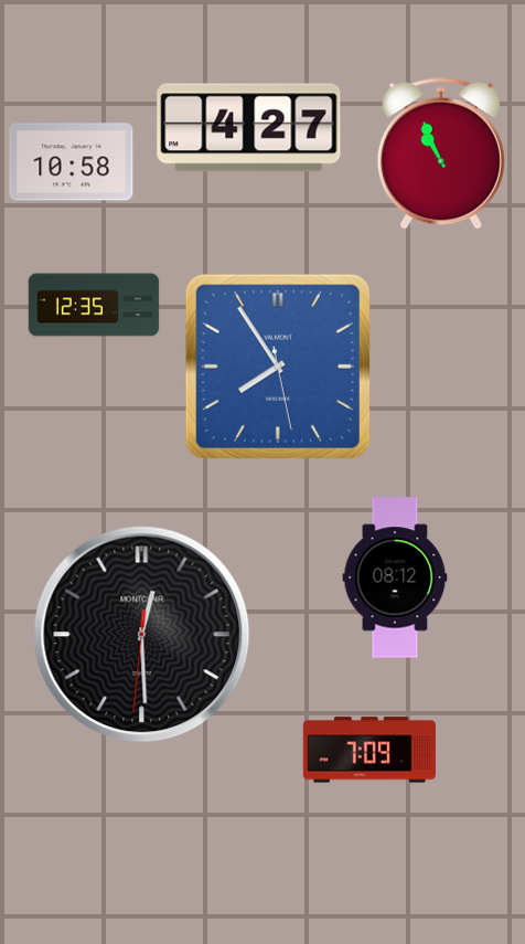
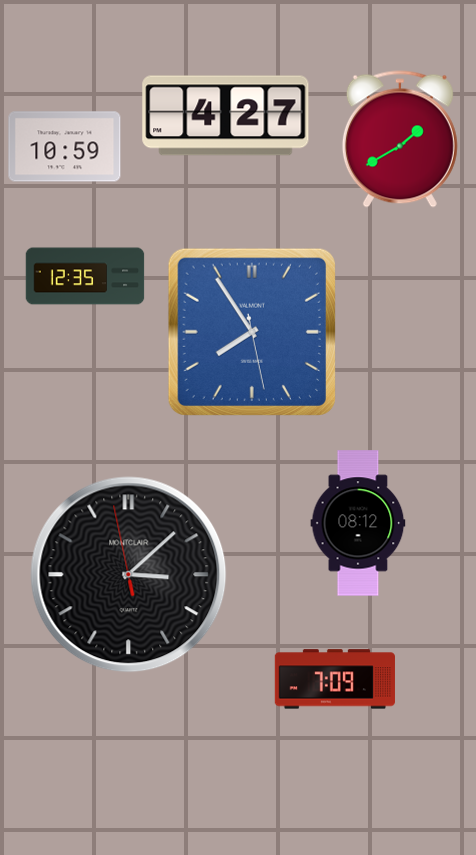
clock at (441, 153): 10:56 -> 1:40
clock at (72, 162): 10:58 -> 10:59
clock at (142, 635): 12:29 -> 3:07
